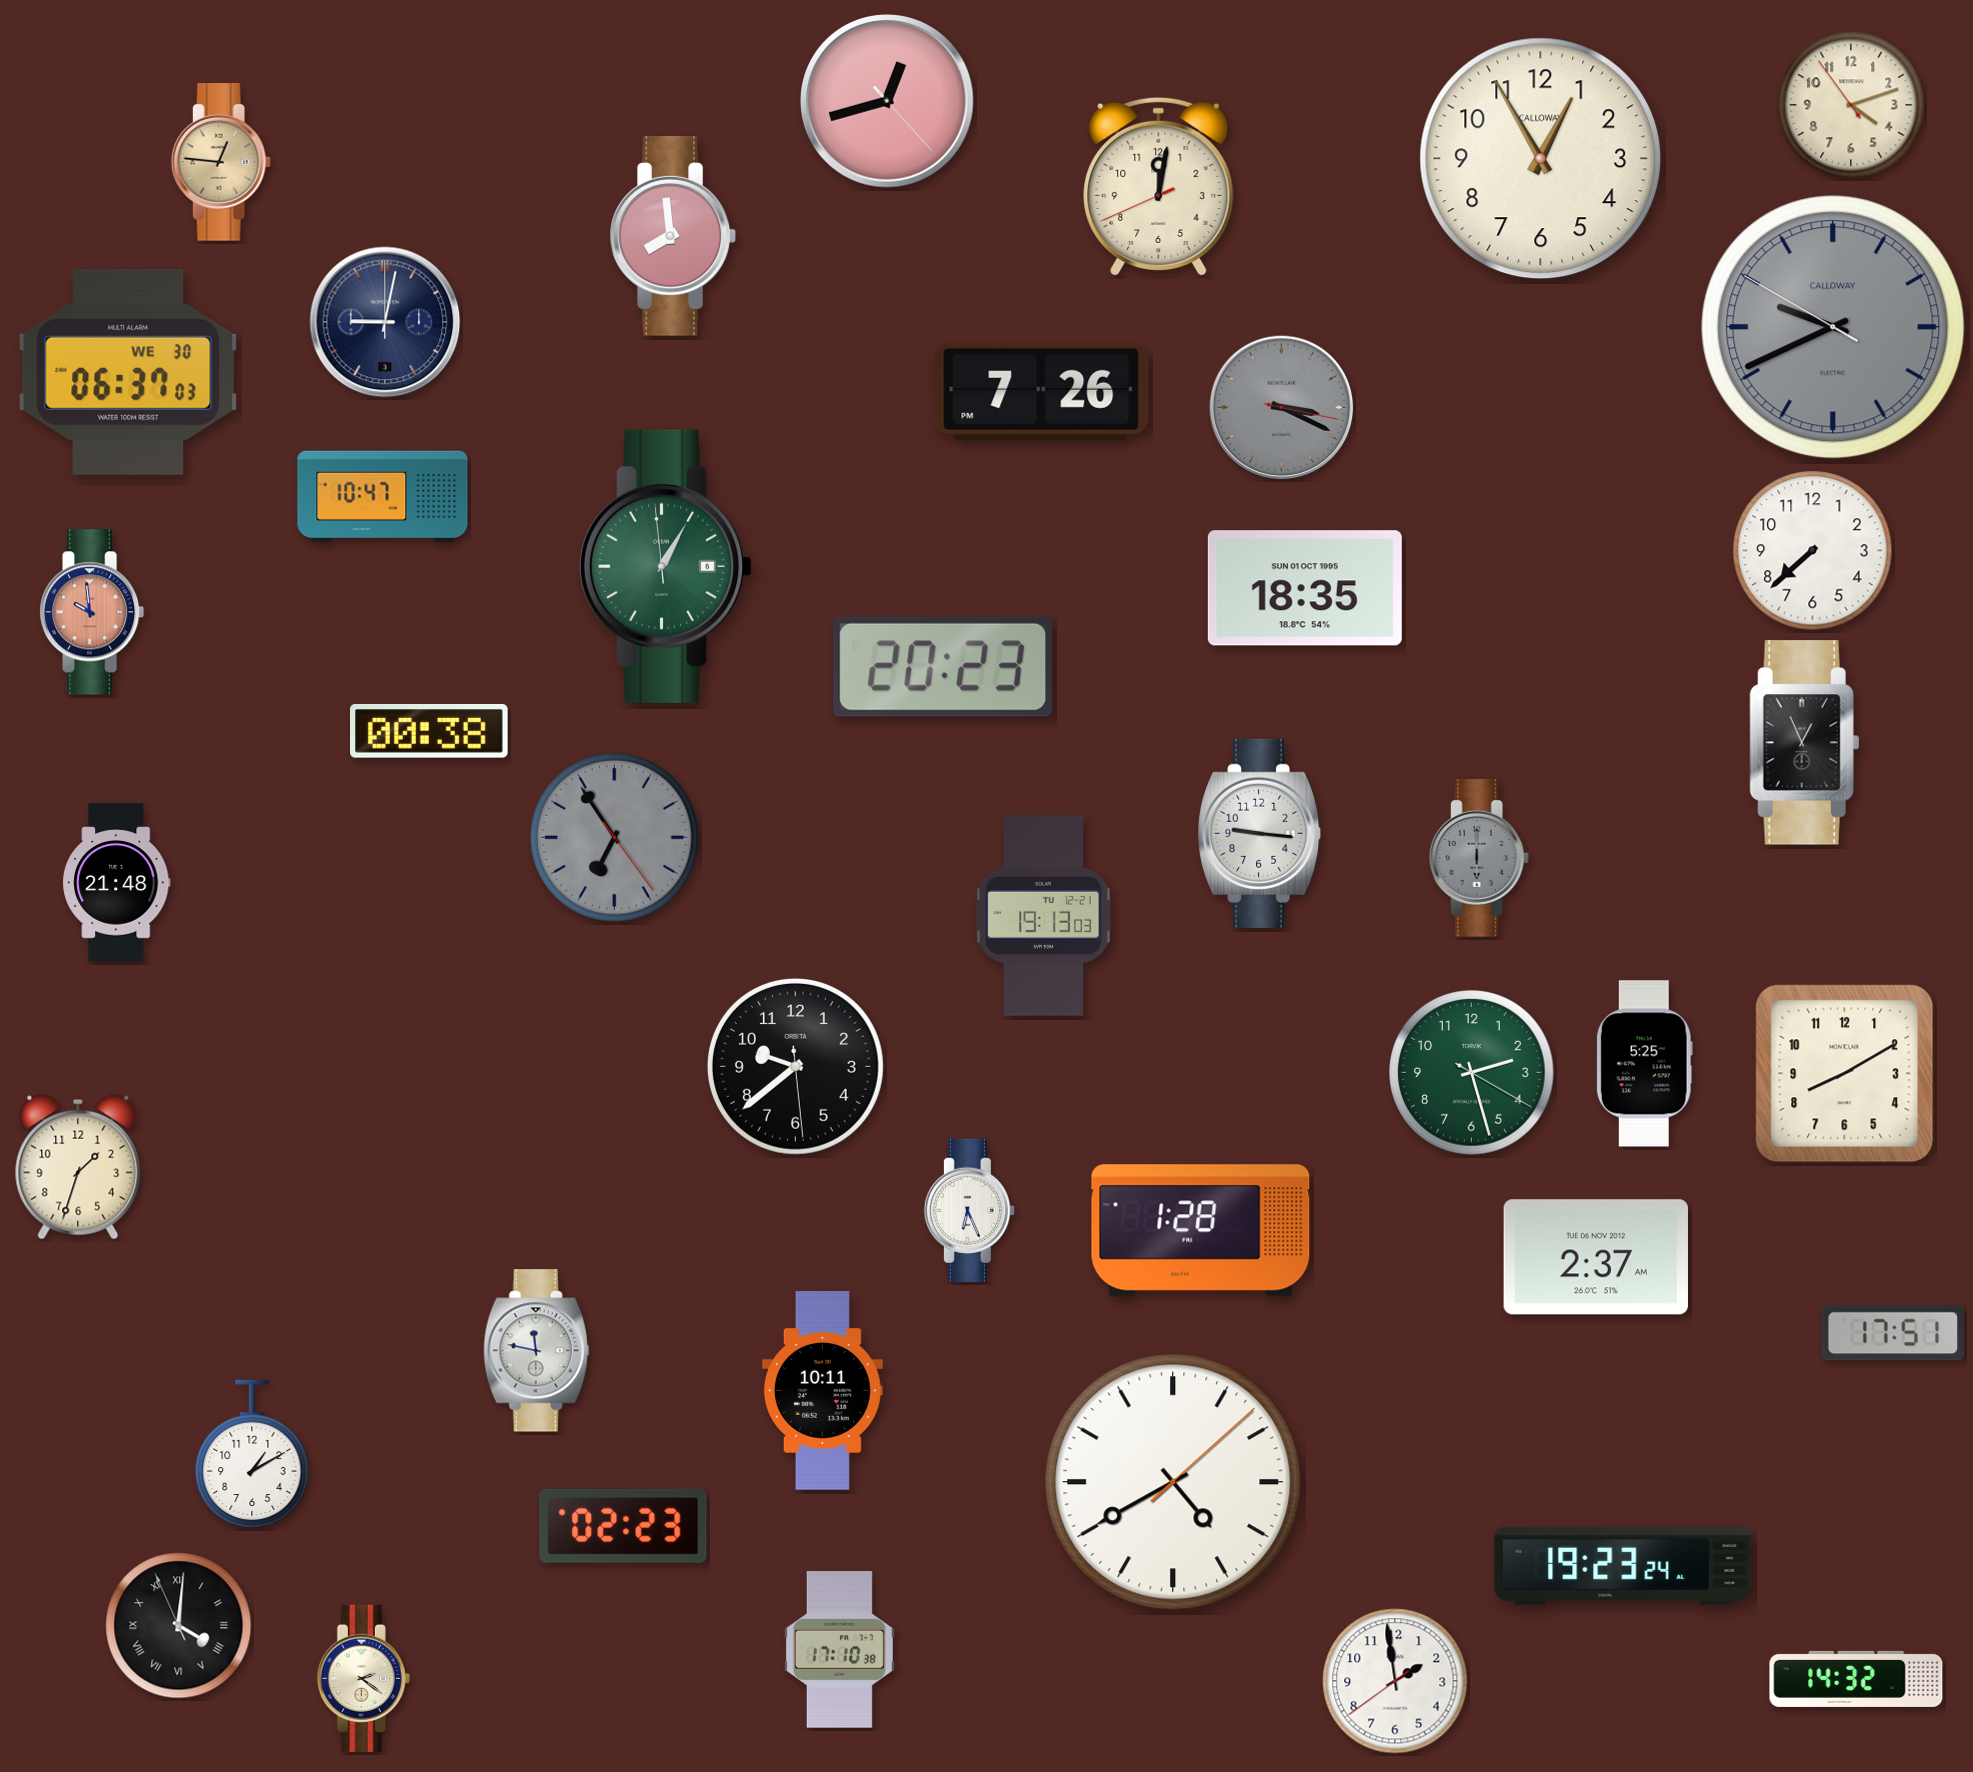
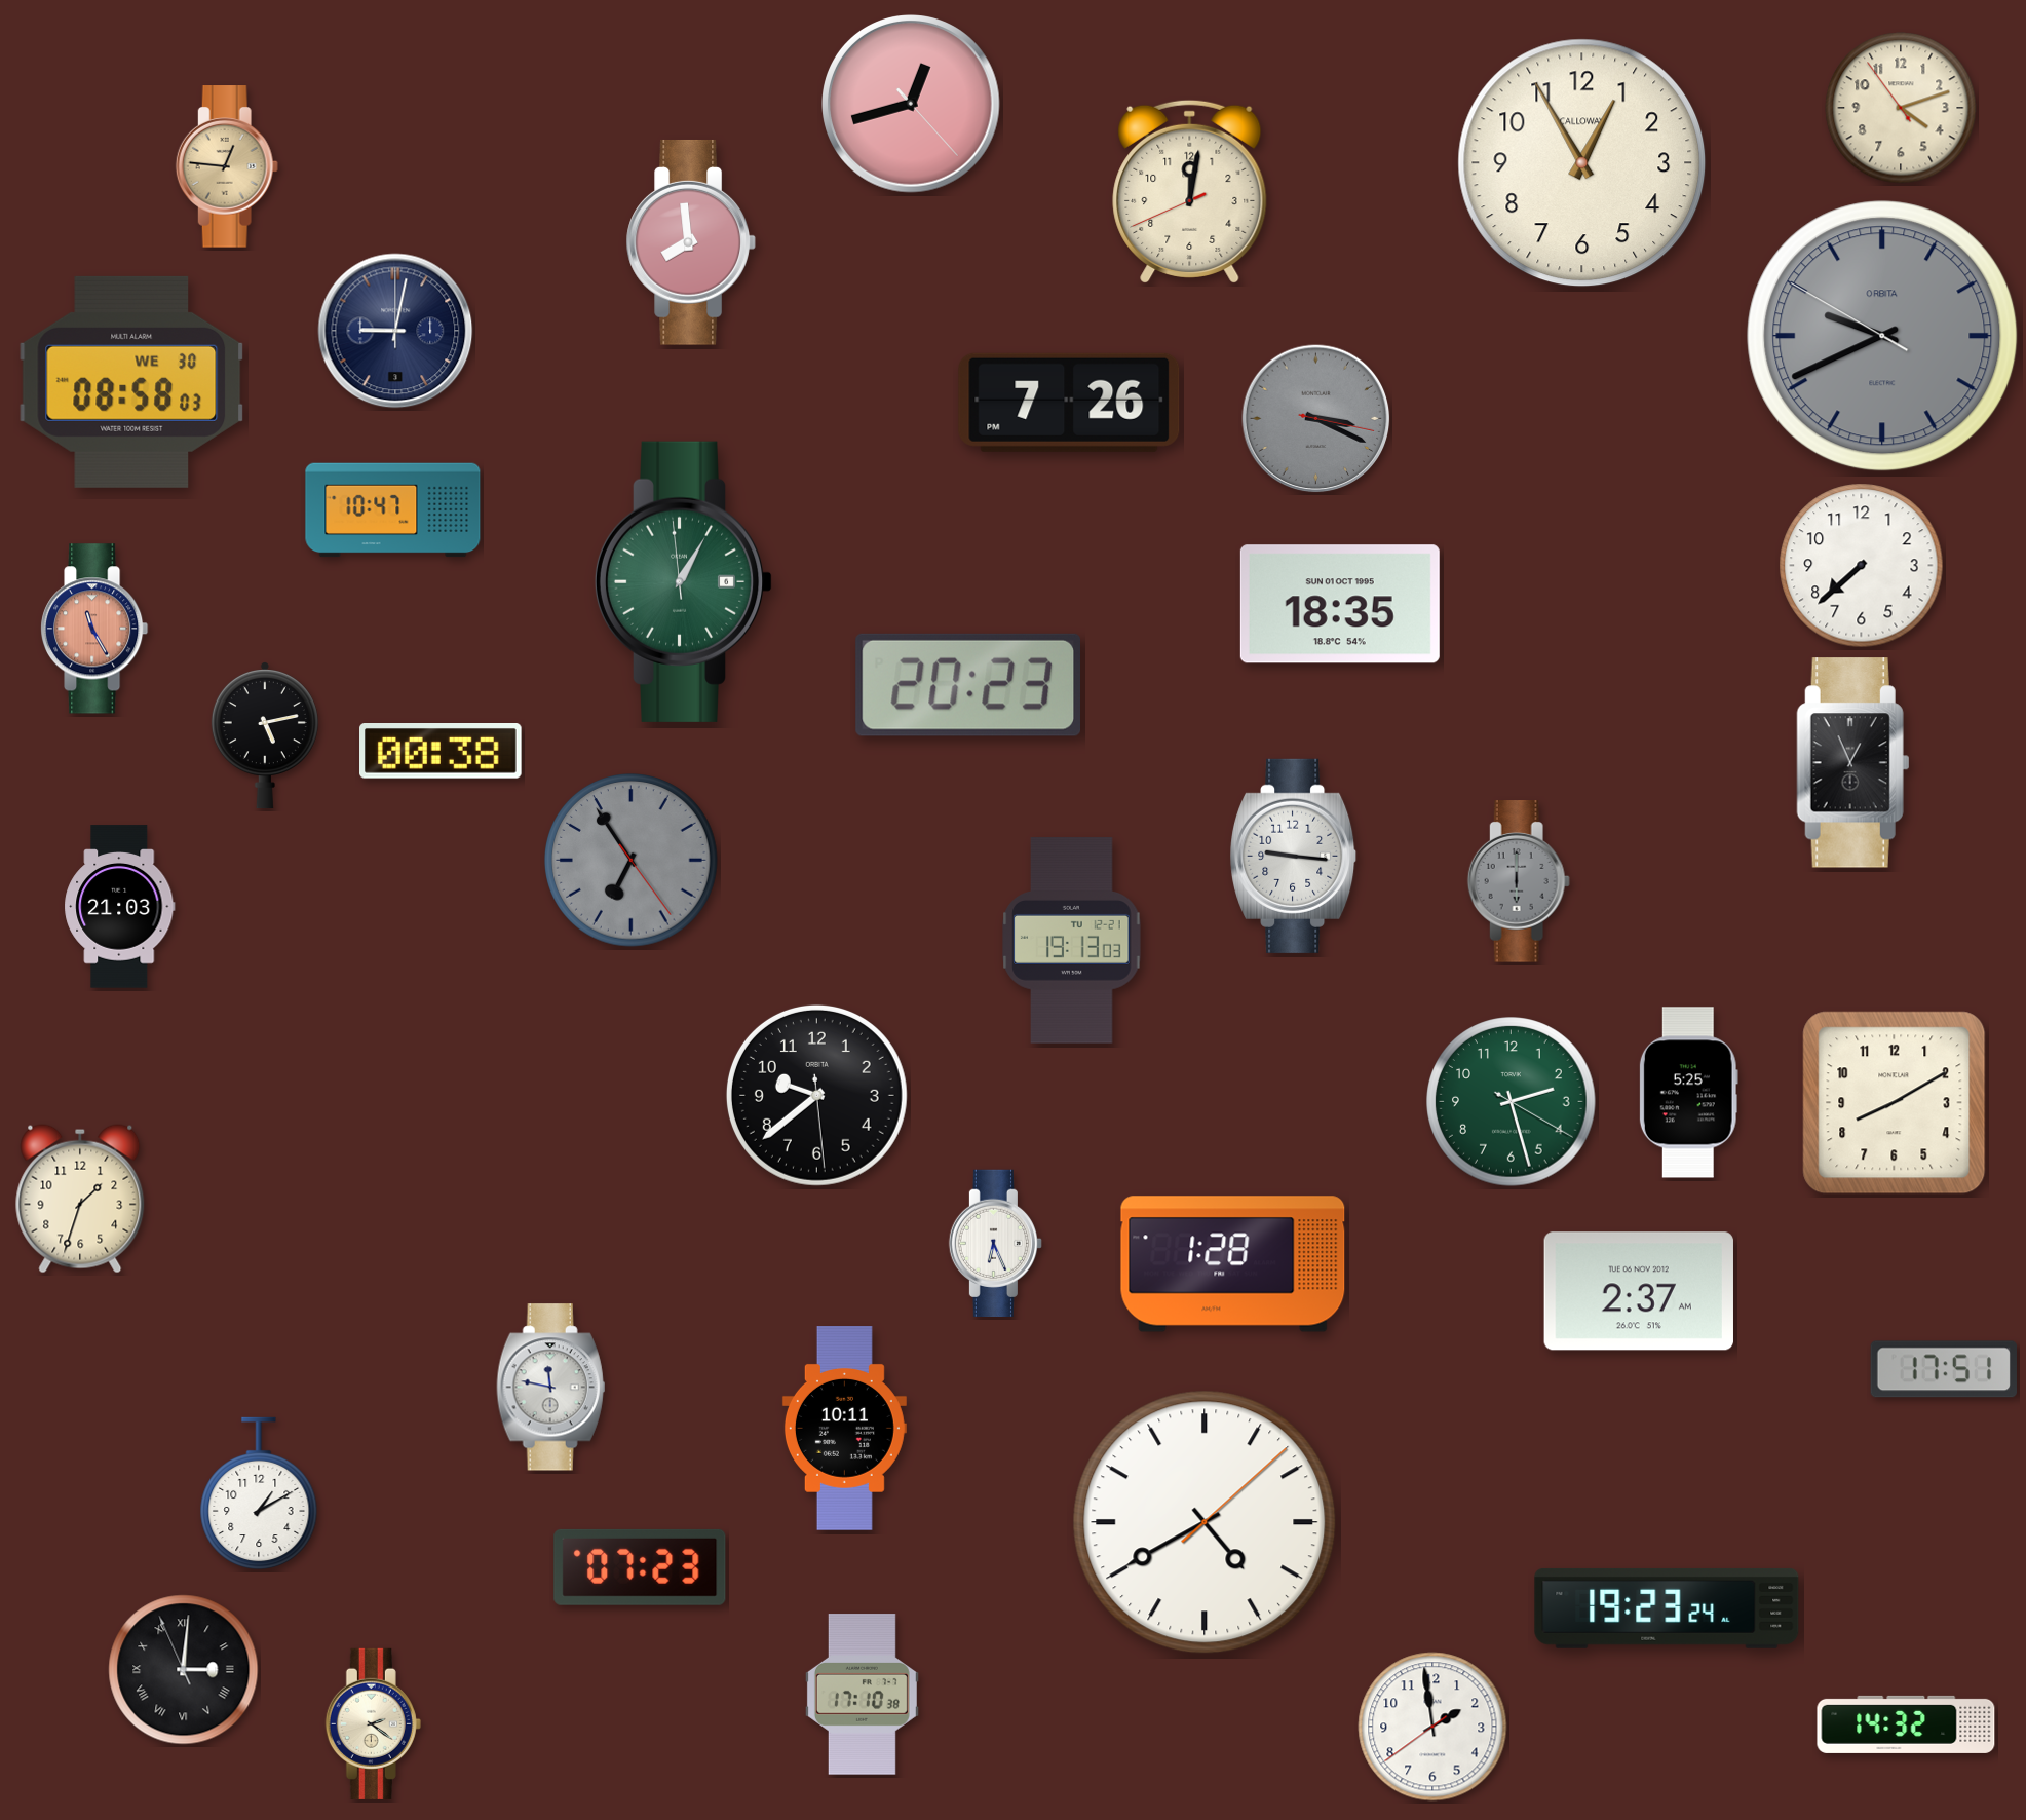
clock at (1833, 327) brand: CALLOWAY -> ORBITA
clock at (128, 372): 06:37 -> 08:58
clock at (93, 612): 9:59 -> 11:25
clock at (265, 736): none -> 5:13
clock at (117, 883): 21:48 -> 21:03
clock at (623, 1526): 02:23 -> 07:23
clock at (179, 1626): 4:00 -> 3:00
